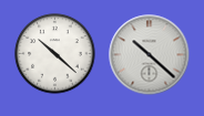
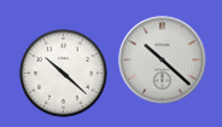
clock at (55, 54) position: (55, 54) -> (64, 74)
